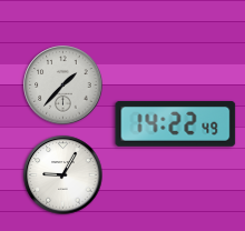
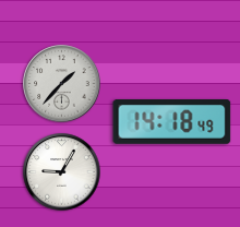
clock at (176, 124): 14:22 -> 14:18
